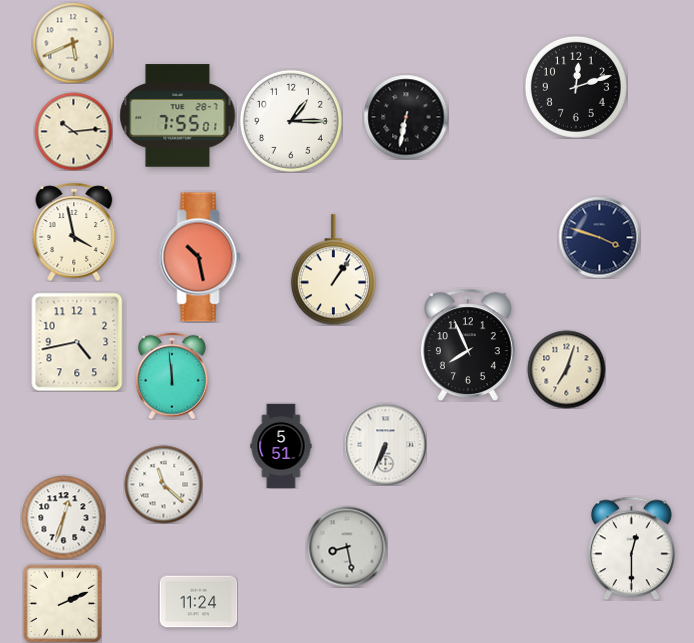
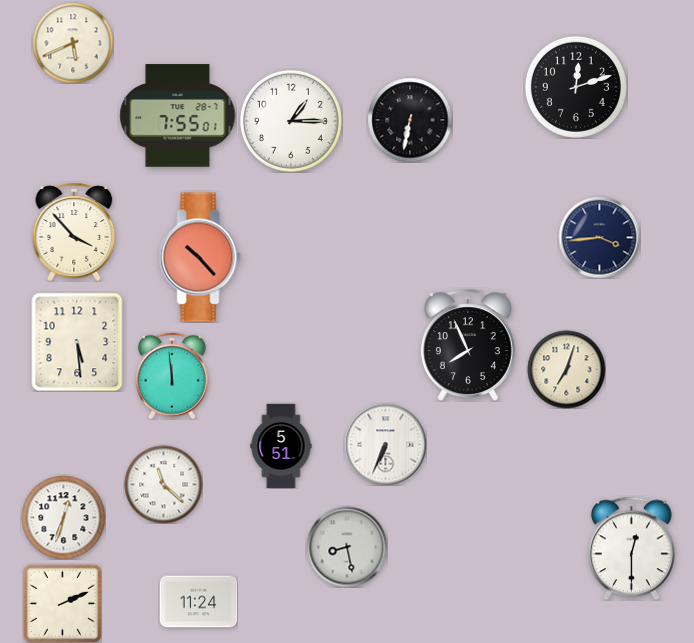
clock at (406, 117) position: (406, 117) -> (410, 120)
clock at (73, 131): 10:14 -> none
clock at (74, 232): 3:58 -> 3:53
clock at (599, 237): 3:48 -> 3:44
clock at (200, 257): 10:28 -> 10:23
clock at (333, 270): 1:06 -> none
clock at (77, 342): 4:43 -> 5:29
